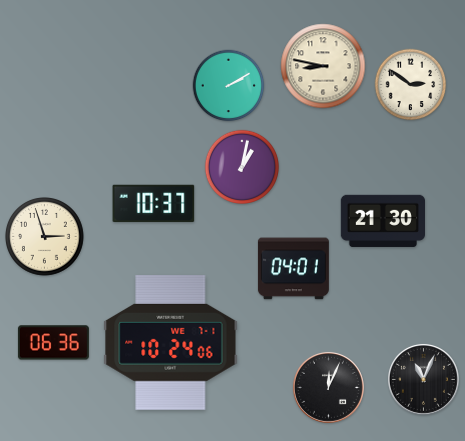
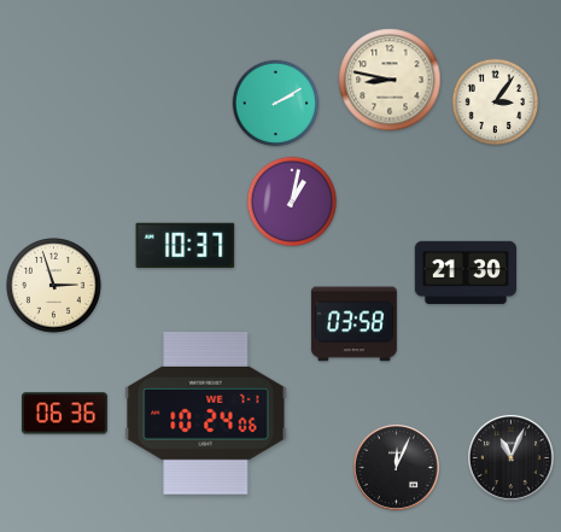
clock at (411, 85): 2:51 -> 3:06
clock at (382, 221) position: (382, 221) -> (464, 273)
clock at (293, 269): 04:01 -> 03:58
